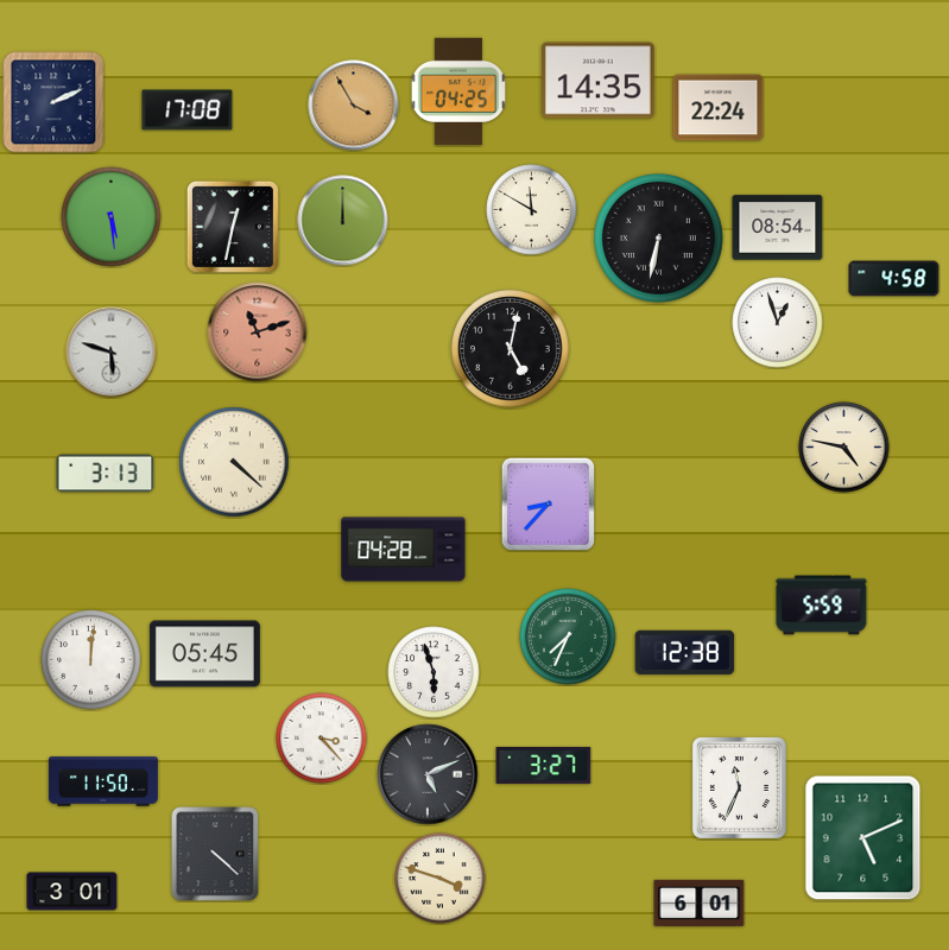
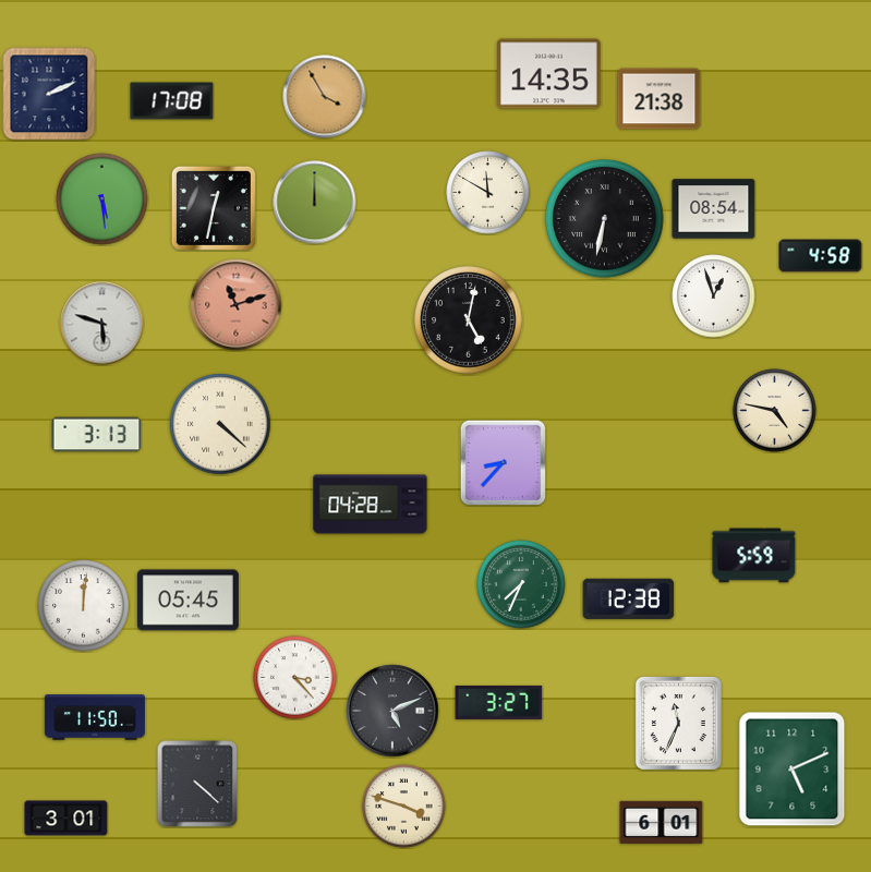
clock at (458, 91): 04:25 -> none
clock at (719, 108): 22:24 -> 21:38
clock at (234, 462) position: (234, 462) -> (220, 424)
clock at (434, 672): 5:57 -> none
clock at (700, 902) position: (700, 902) -> (662, 822)
